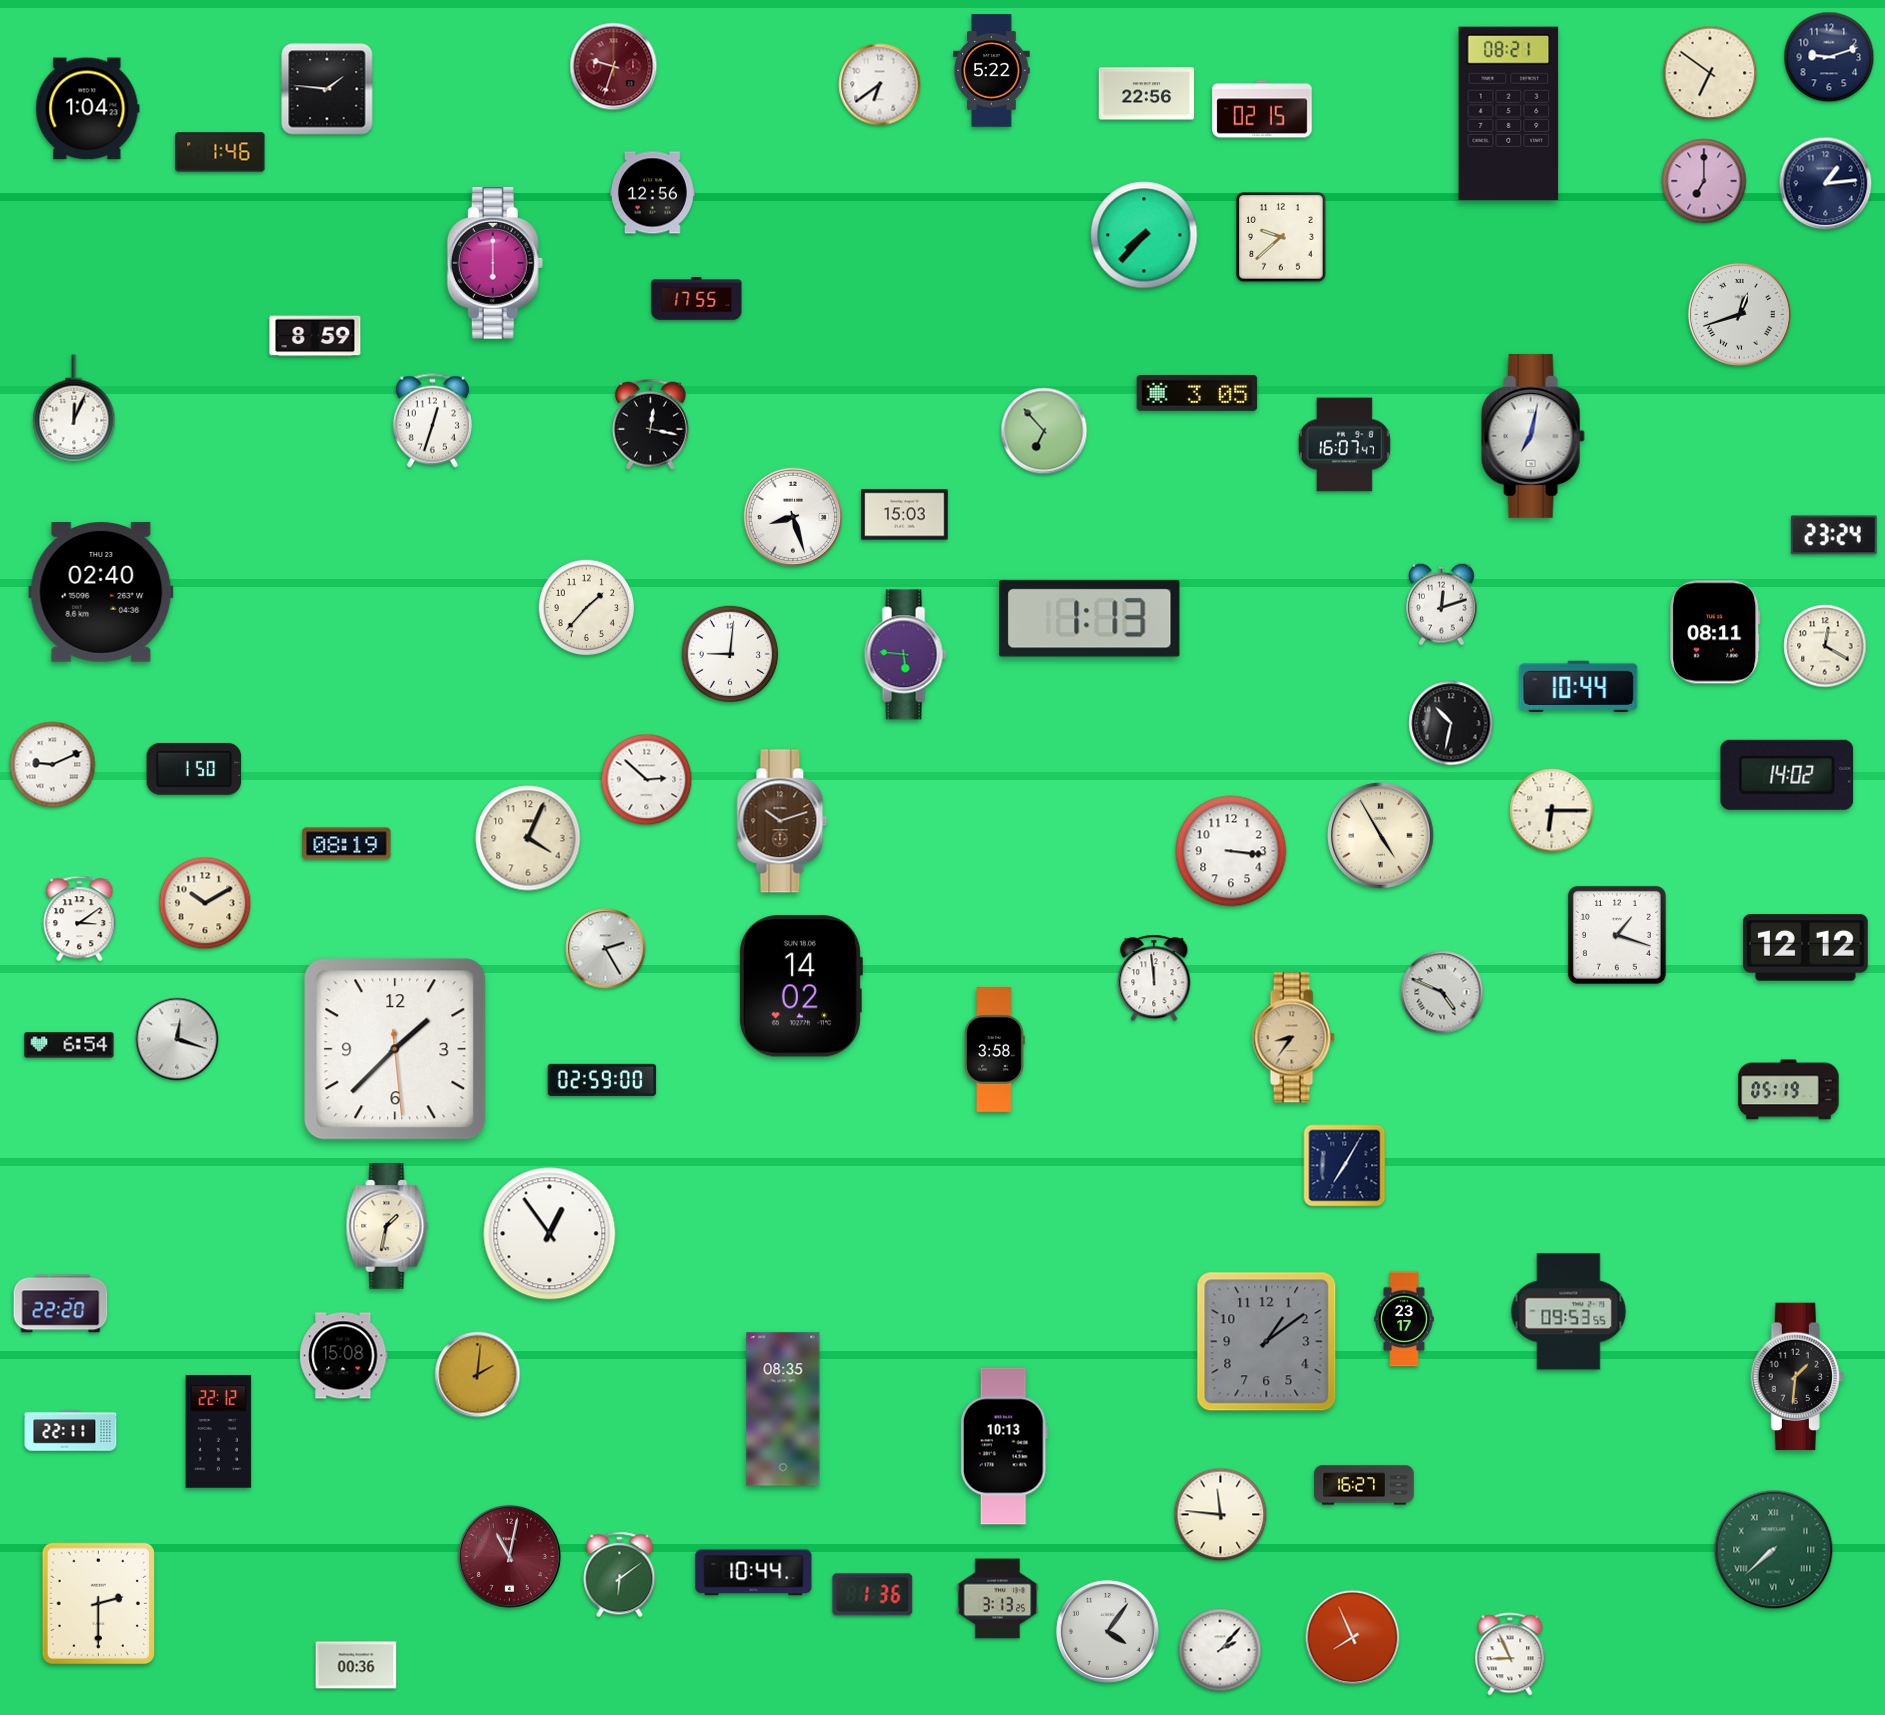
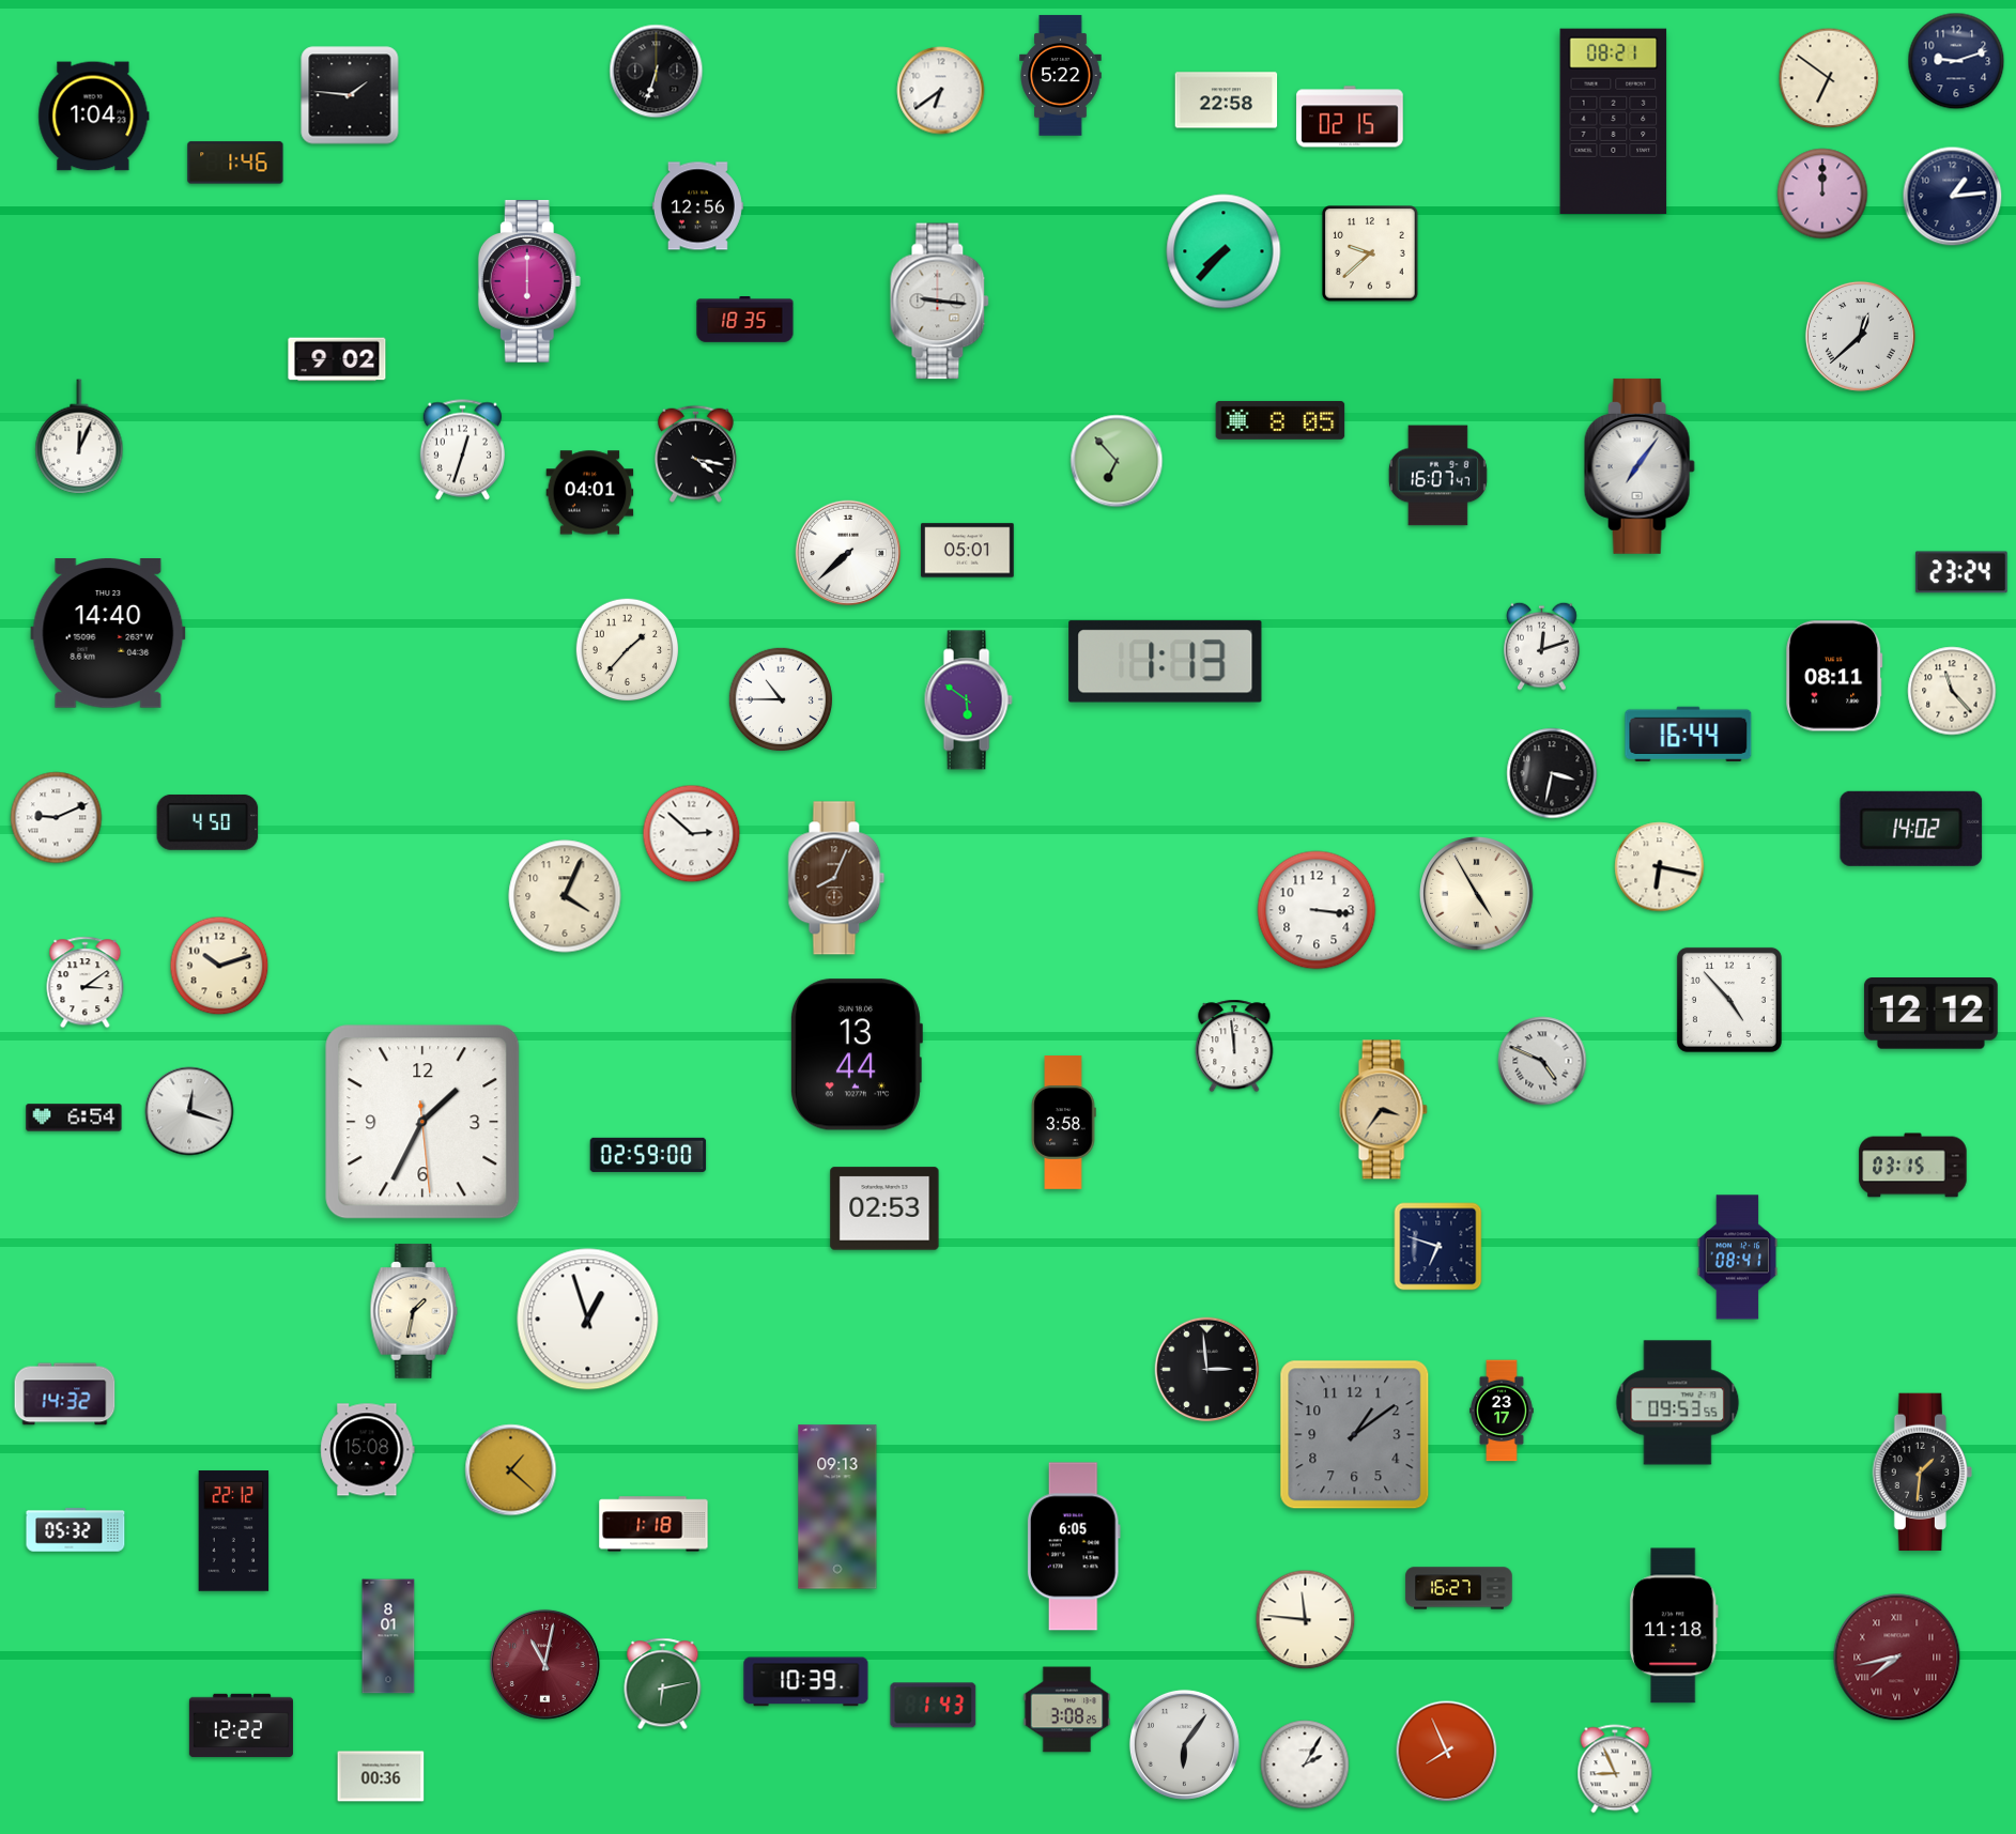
clock at (614, 67): 9:33 -> 6:33
clock at (614, 67) dial: burgundy -> black
clock at (1147, 94): 22:56 -> 22:58
clock at (1704, 181): 7:00 -> 12:00
clock at (940, 302): none -> 9:16
clock at (697, 299): 17:55 -> 18:35
clock at (1739, 314): 12:42 -> 12:38
clock at (315, 336): 8:59 -> 9:02
clock at (1197, 393): 3:05 -> 8:05
clock at (650, 424): 12:17 -> 4:17
clock at (1533, 436): 7:02 -> 7:06
clock at (590, 493): none -> 04:01
clock at (905, 515): 15:03 -> 05:01
clock at (792, 516): 8:27 -> 7:38
clock at (101, 592): 02:40 -> 14:40
clock at (1825, 646): 12:20 -> 11:23
clock at (729, 653): 9:01 -> 10:45
clock at (905, 655): 5:46 -> 5:51
clock at (1579, 686): 10:44 -> 16:44
clock at (1451, 723): 10:32 -> 3:32
clock at (194, 769): 1:50 -> 4:50
clock at (1552, 811): 6:15 -> 6:17
clock at (782, 821): 10:12 -> 8:04
clock at (347, 844): 08:19 -> none
clock at (205, 903): 10:10 -> 10:12
clock at (1617, 935): 1:18 -> 4:53
clock at (606, 949): 2:25 -> none
clock at (800, 986): 14:02 -> 13:44
clock at (1293, 1038): 8:36 -> 3:36
clock at (395, 1049): 1:37 -> 1:34
clock at (602, 1080) position: (602, 1080) -> (648, 1155)
clock at (1789, 1090): 05:19 -> 03:15
clock at (884, 1208): none -> 02:53
clock at (1345, 1166): 7:05 -> 6:48
clock at (1738, 1258): none -> 08:41
clock at (550, 1234): 12:54 -> 12:57
clock at (1207, 1370): none -> 2:59
clock at (61, 1304): 22:20 -> 14:32
clock at (478, 1375): 2:01 -> 1:22
clock at (783, 1409): 08:35 -> 09:13
clock at (653, 1524): none -> 1:18
clock at (71, 1431): 22:11 -> 05:32
clock at (1004, 1446): 10:13 -> 6:05
clock at (1674, 1625): none -> 11:18
clock at (388, 1636): none -> 8:01
clock at (1774, 1550): 7:38 -> 7:43
clock at (1774, 1550) dial: green -> burgundy
clock at (754, 1573): 10:44 -> 10:39
clock at (620, 1575): 6:09 -> 6:13
clock at (873, 1595): 1:36 -> 1:43
clock at (998, 1599): 3:13 -> 3:08
clock at (98, 1603): 2:30 -> none
clock at (241, 1726): none -> 12:22
clock at (1107, 1631): 4:06 -> 6:06
clock at (1220, 1650): 2:07 -> 2:05
clock at (356, 1665) position: (356, 1665) -> (381, 1776)
